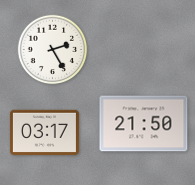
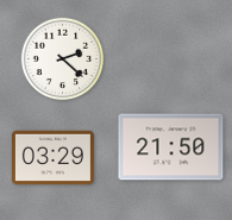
clock at (53, 50): 2:25 -> 2:22
clock at (44, 133): 03:17 -> 03:29
